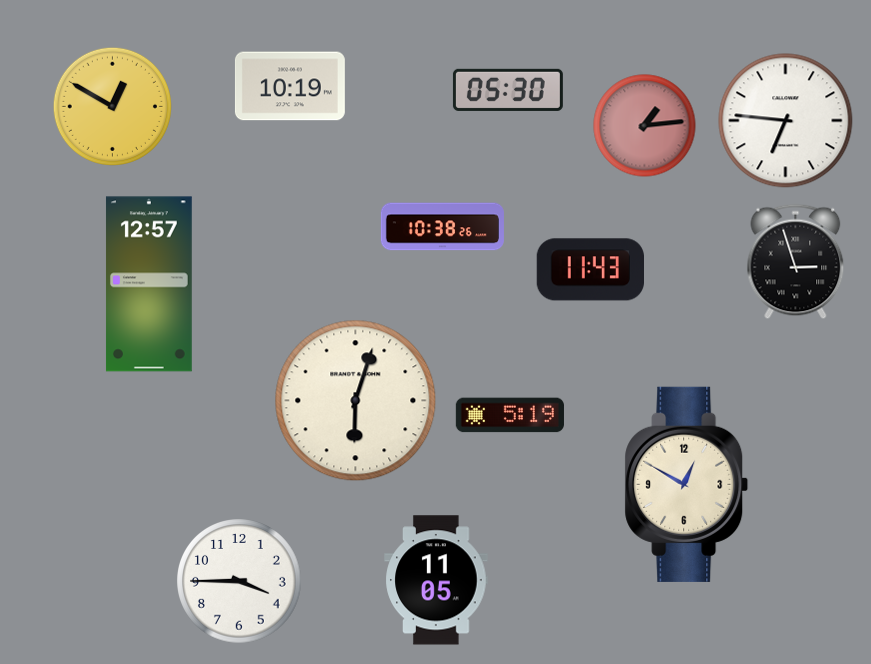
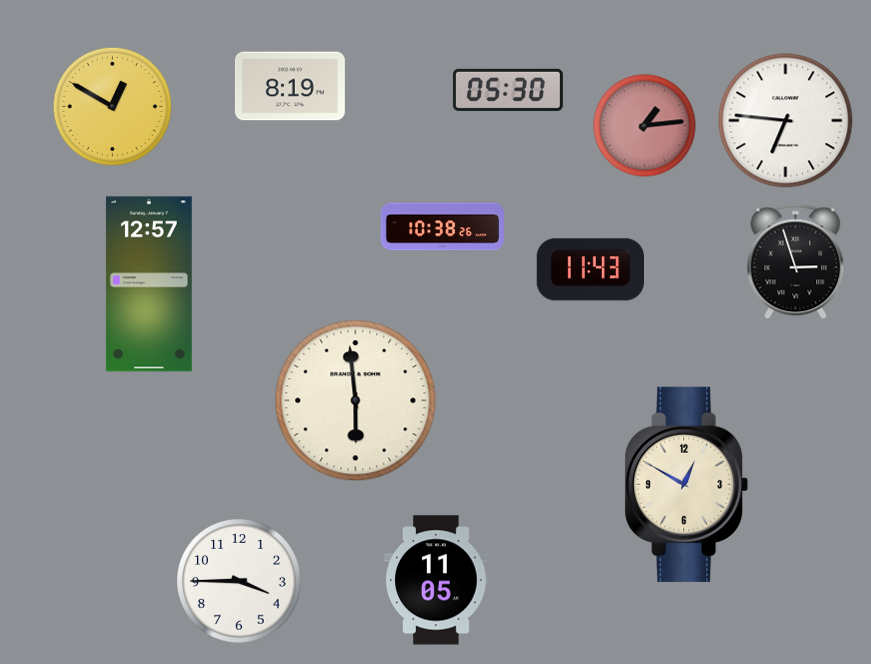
clock at (290, 86): 10:19 -> 8:19
clock at (356, 401): 6:03 -> 5:59
clock at (510, 415): 5:19 -> none
